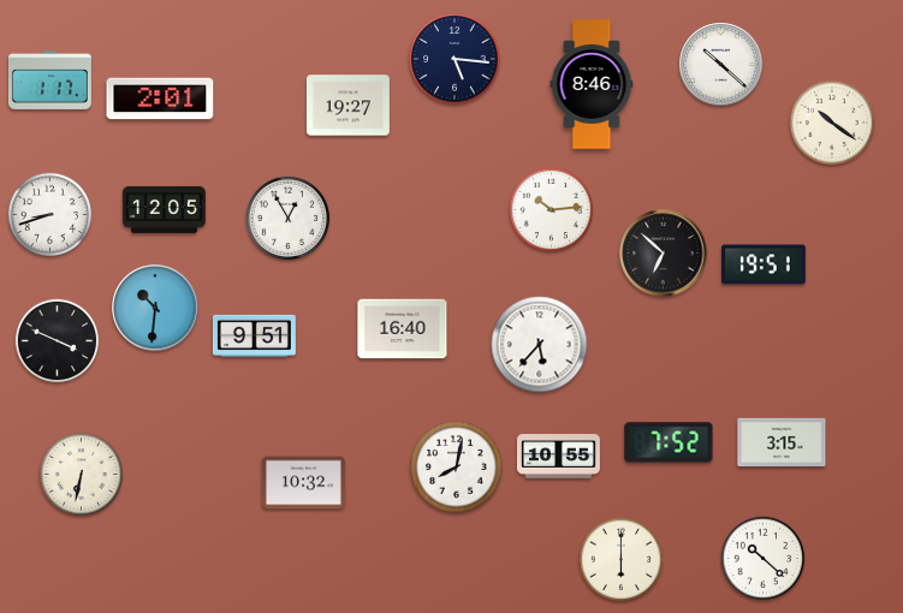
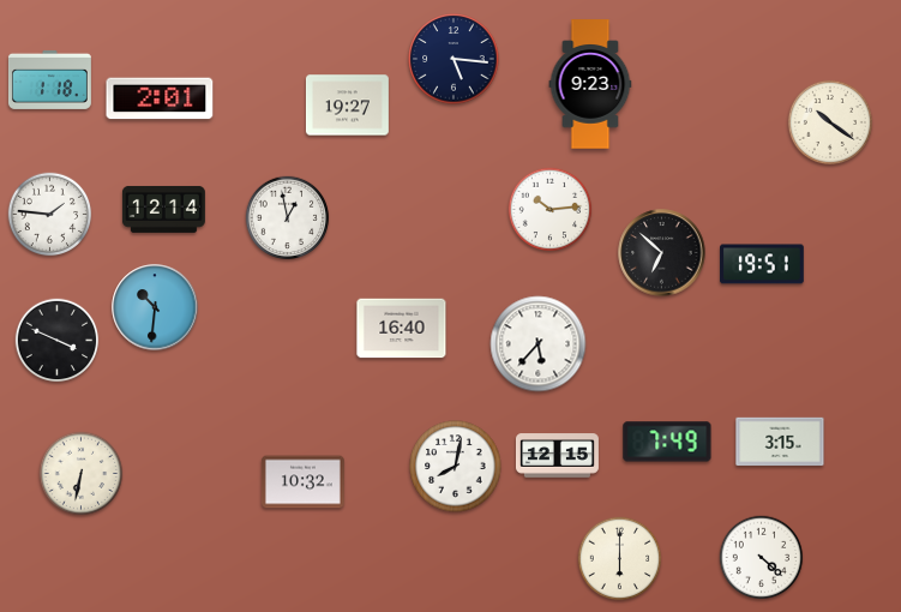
clock at (721, 65): 10:22 -> none
clock at (49, 79): 1:17 -> 1:18
clock at (592, 84): 8:46 -> 9:23
clock at (164, 209): 12:05 -> 12:14
clock at (51, 215): 8:42 -> 1:46
clock at (289, 219): 12:55 -> 12:58
clock at (254, 335): 9:51 -> none
clock at (669, 442): 7:52 -> 7:49
clock at (558, 457): 10:55 -> 12:15
clock at (764, 559): 10:22 -> 4:22
